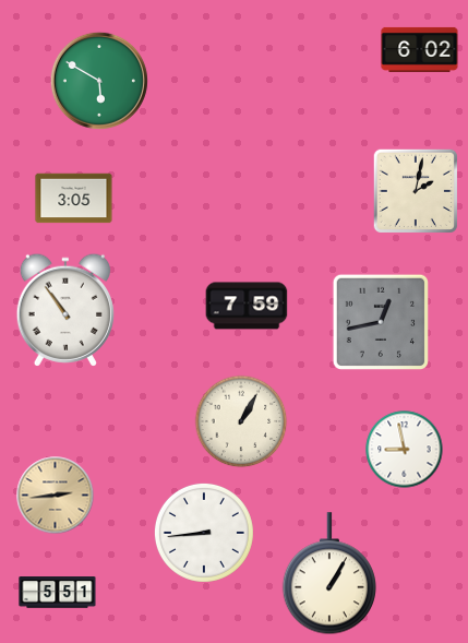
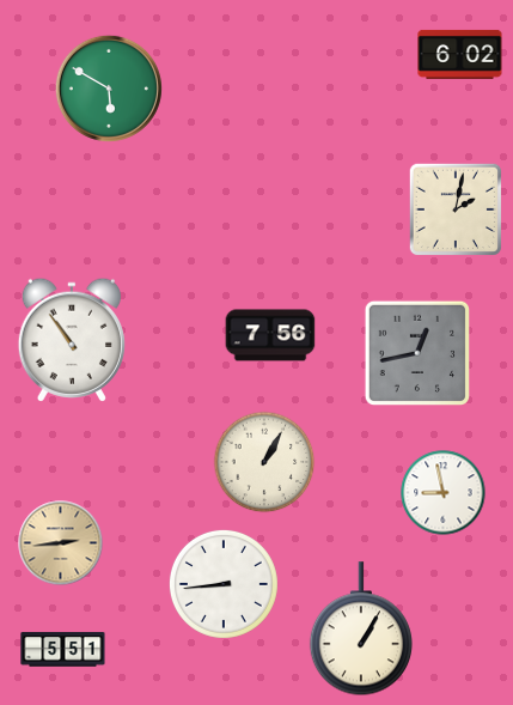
clock at (74, 199): 3:05 -> none
clock at (247, 306): 7:59 -> 7:56
